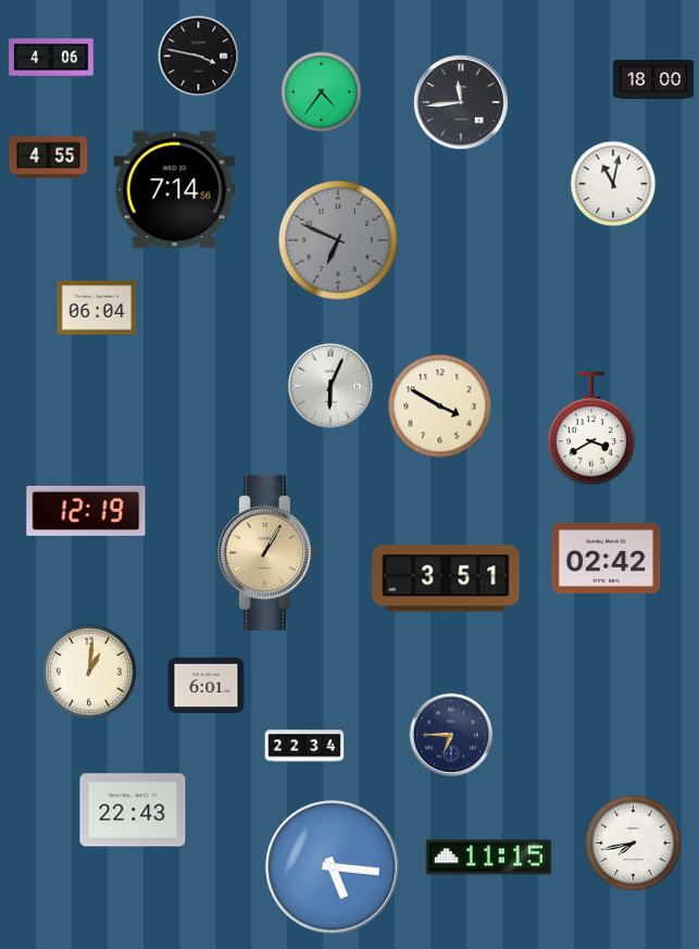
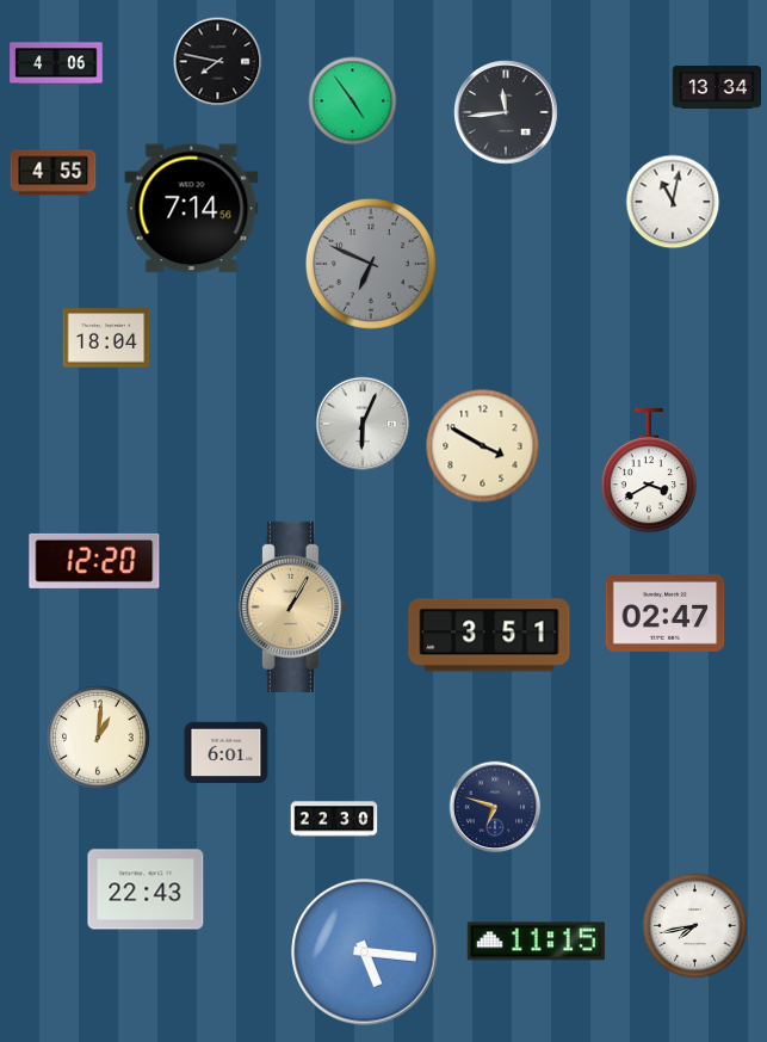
clock at (199, 57): 3:47 -> 7:47
clock at (653, 80): 18:00 -> 13:34
clock at (322, 92): 4:36 -> 4:54
clock at (97, 308): 06:04 -> 18:04
clock at (86, 511): 12:19 -> 12:20
clock at (607, 558): 02:42 -> 02:47
clock at (451, 735): 6:45 -> 6:48
clock at (304, 746): 22:34 -> 22:30
